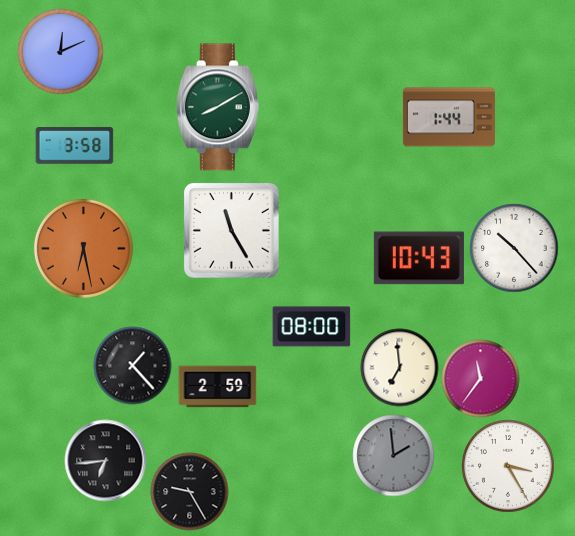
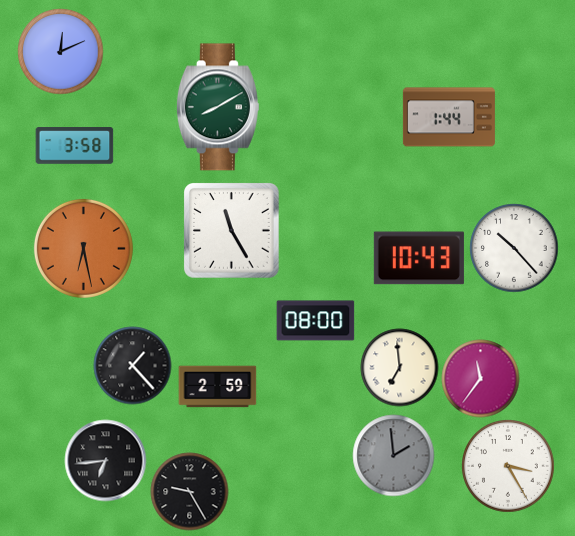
clock at (311, 327) position: (311, 327) -> (315, 321)
